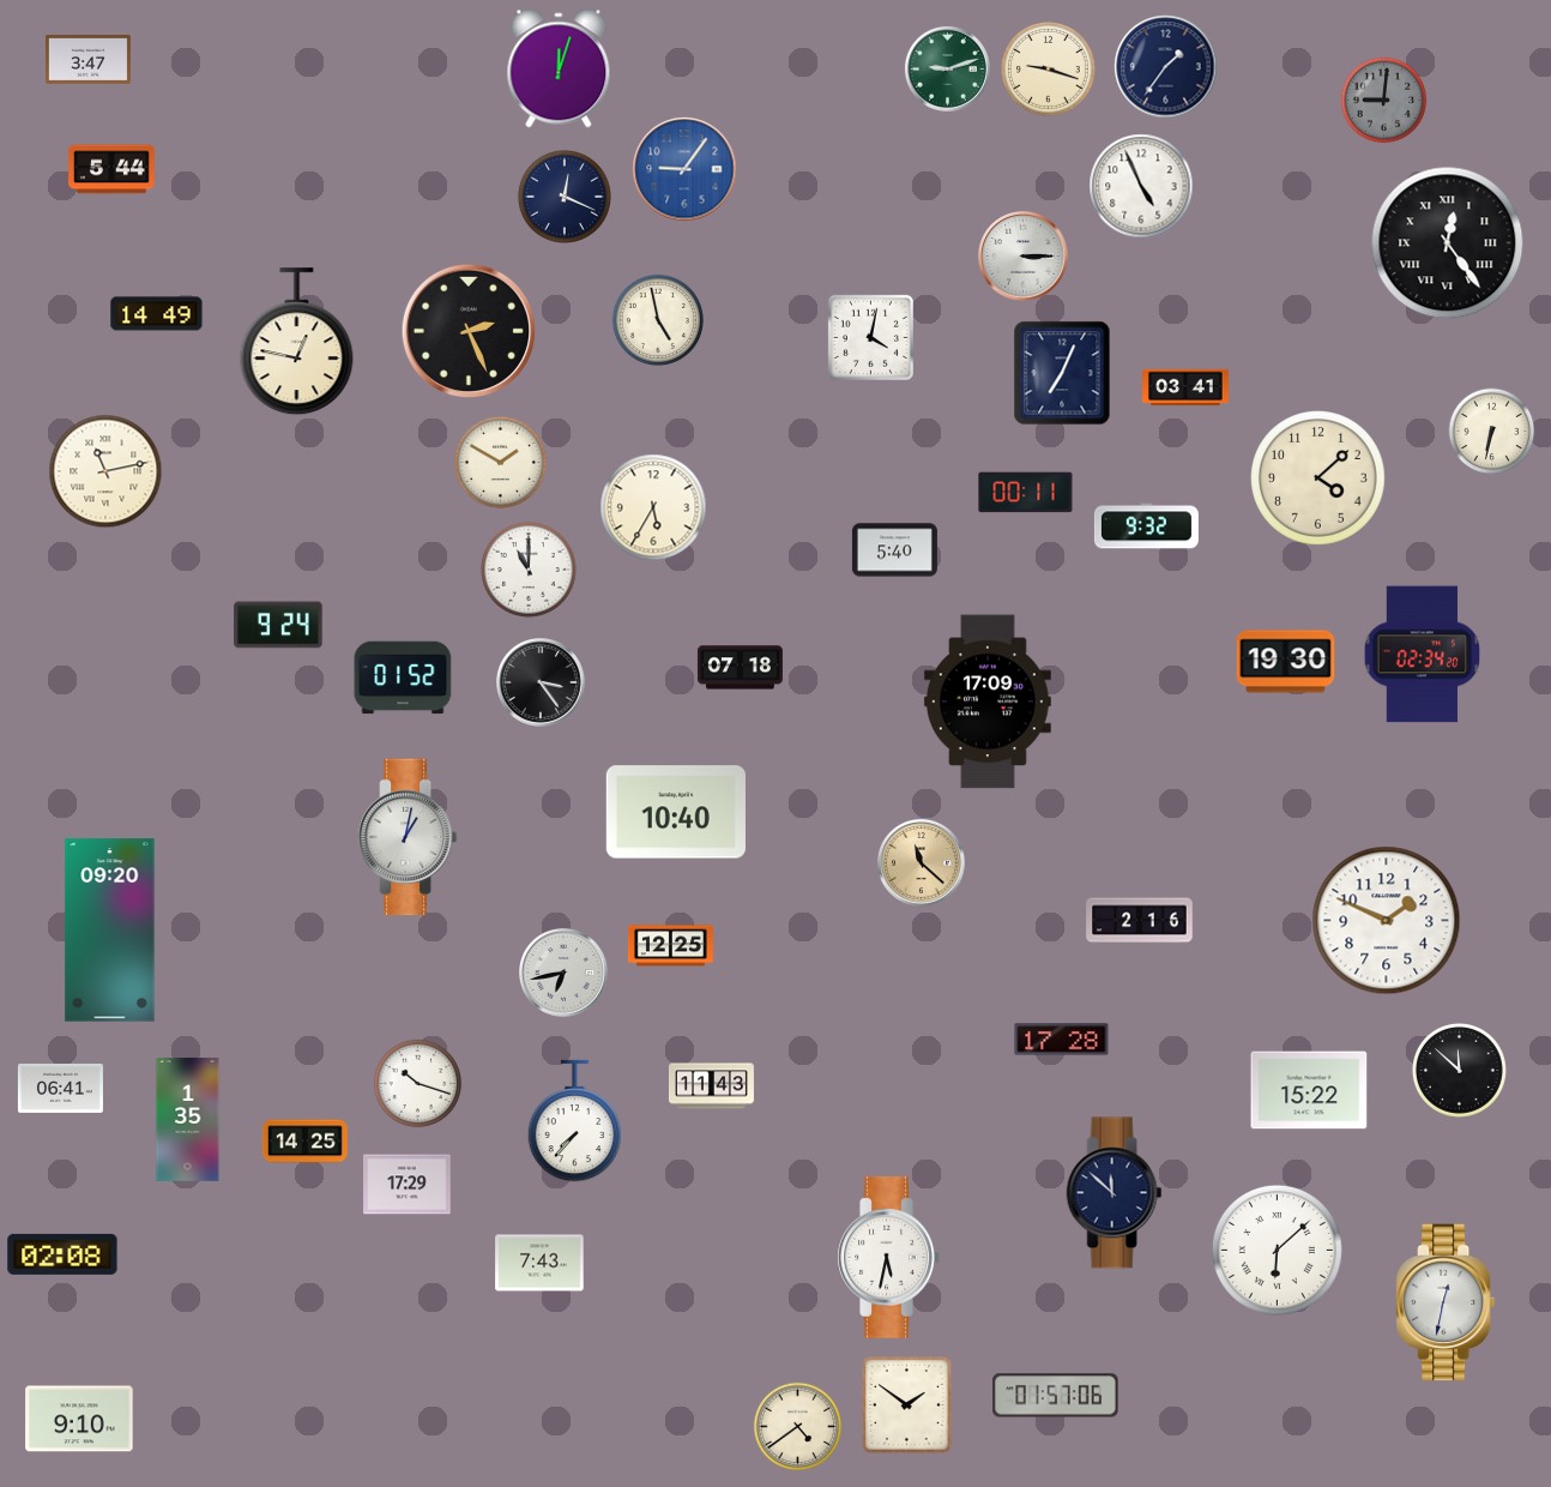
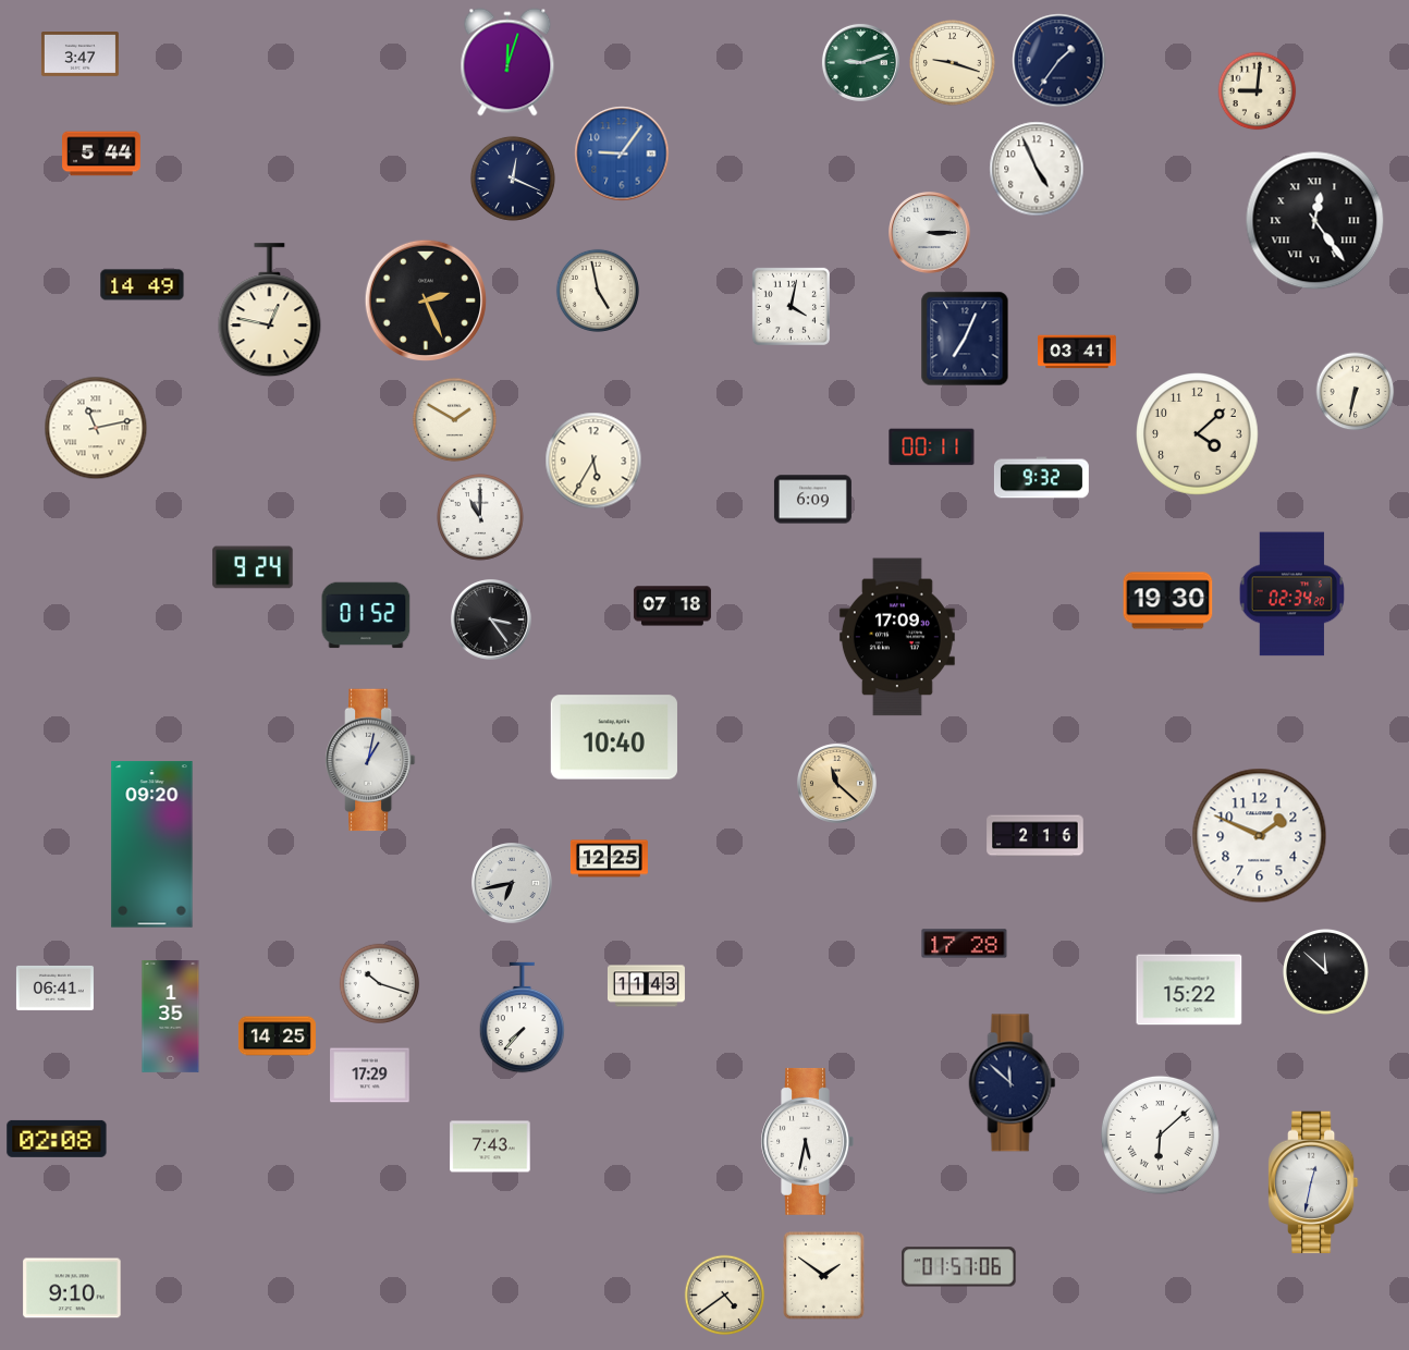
clock at (1384, 101) dial: grey -> cream
clock at (894, 550): 5:40 -> 6:09
clock at (110, 931) position: (110, 931) -> (152, 845)
